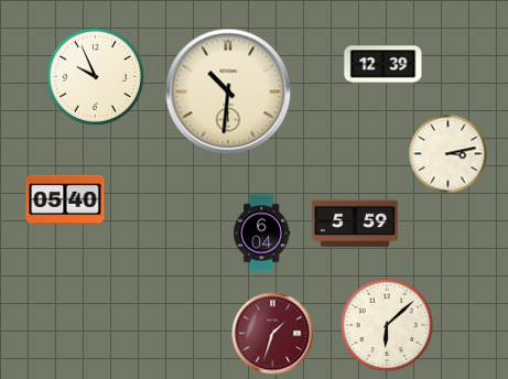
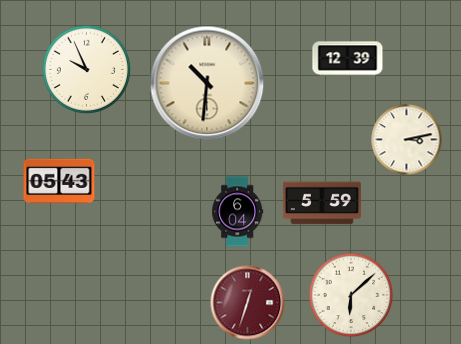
clock at (65, 198): 05:40 -> 05:43
clock at (273, 334): 1:33 -> 12:33
